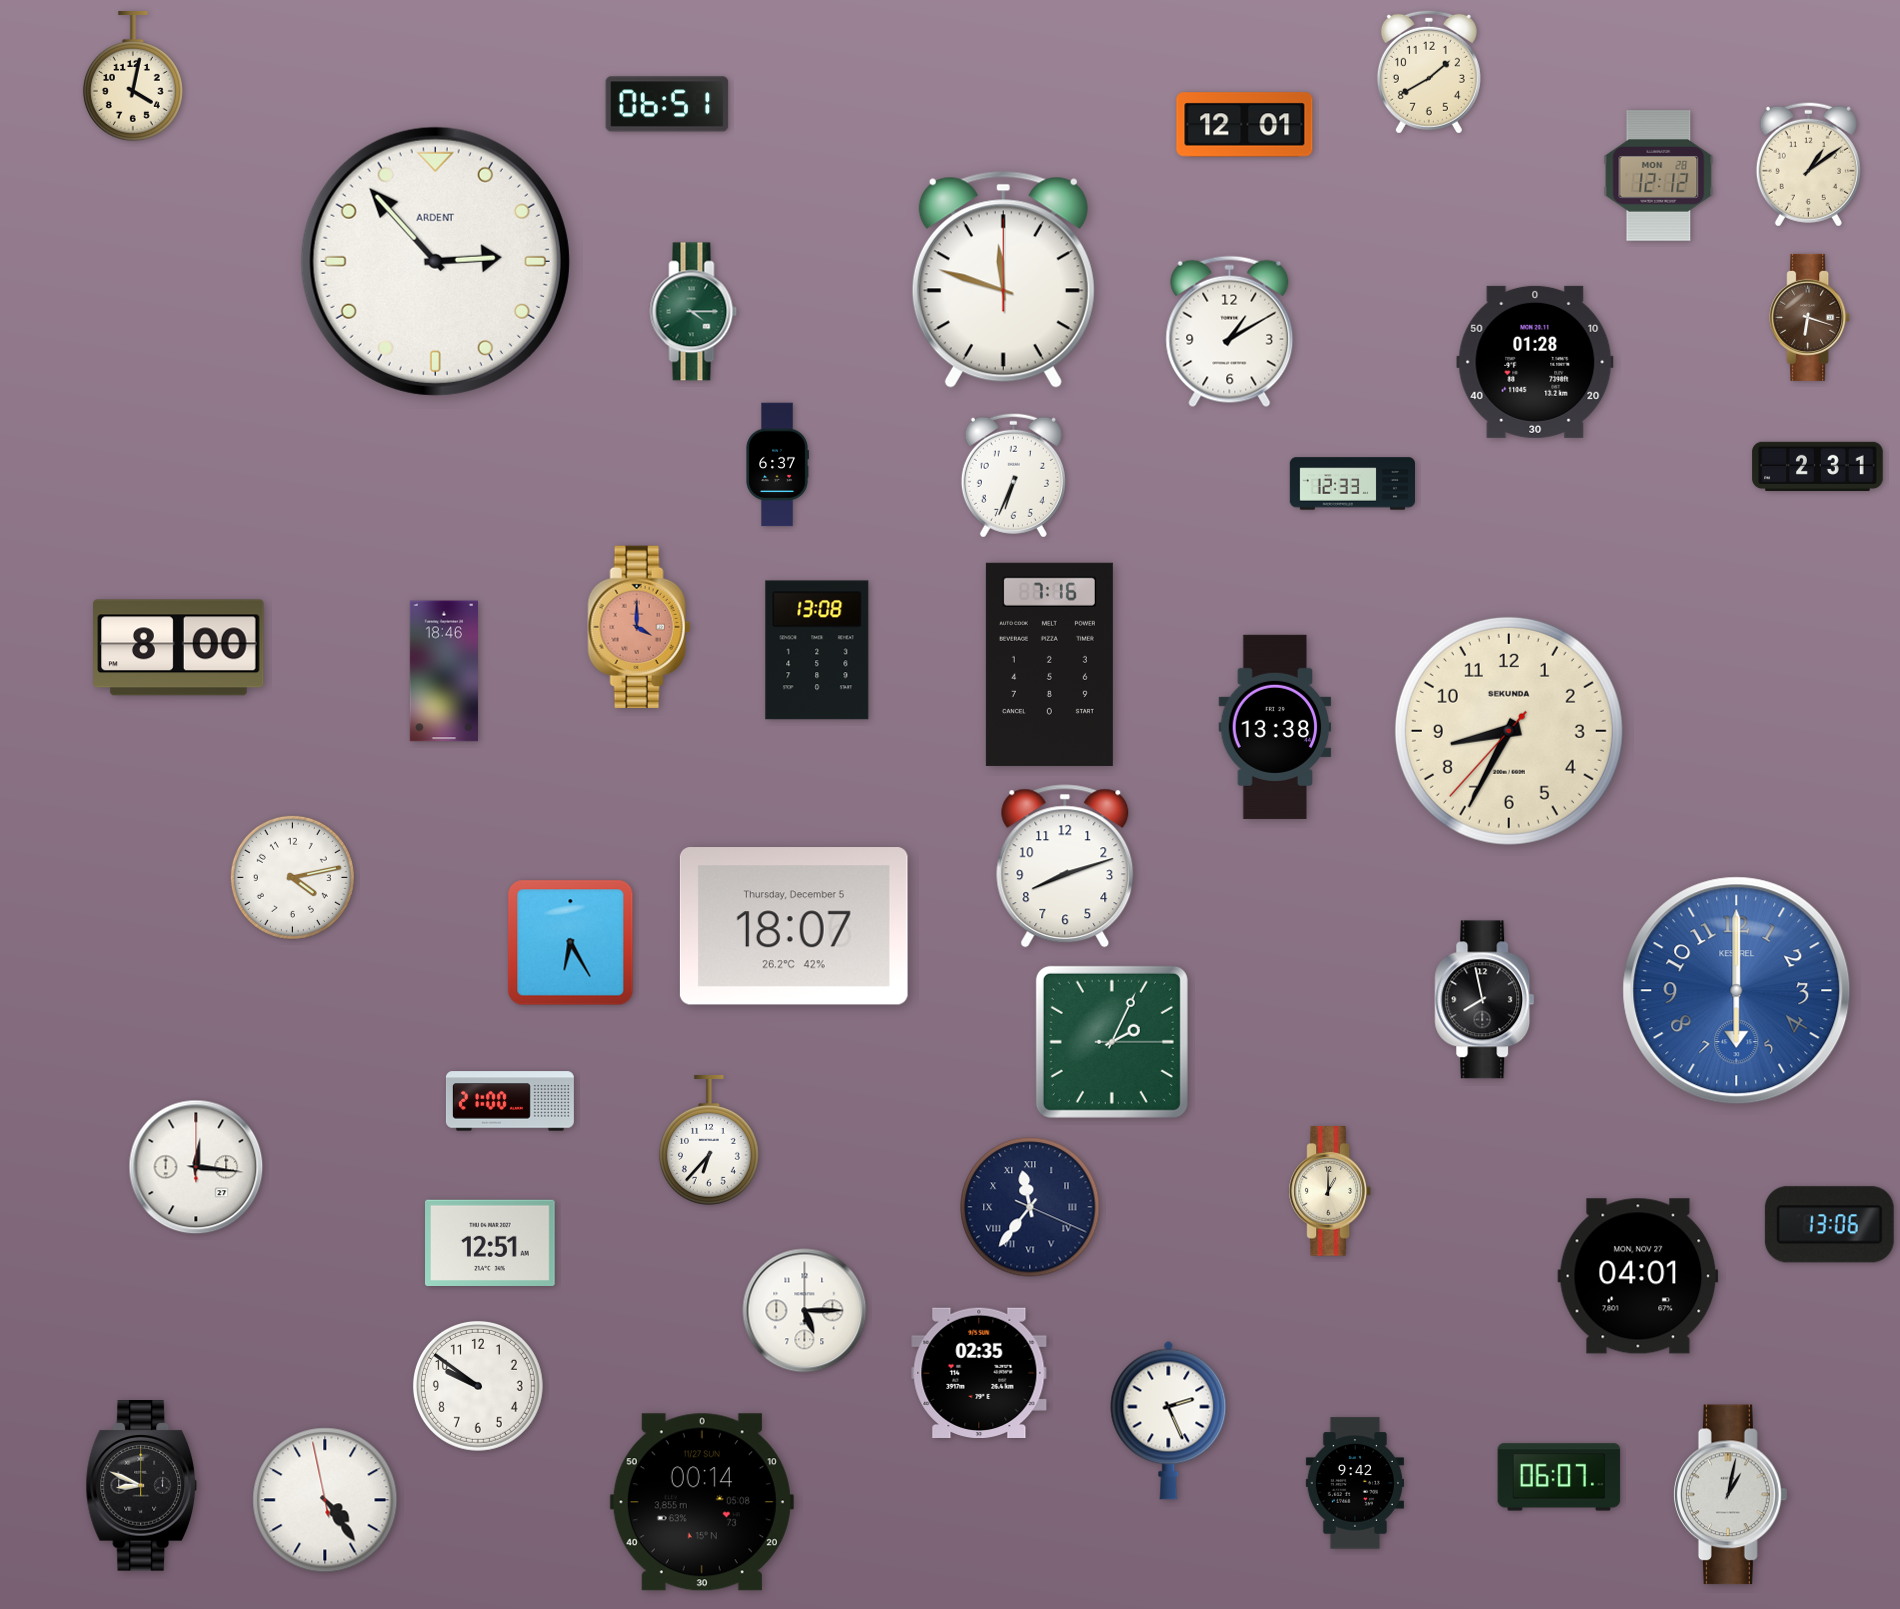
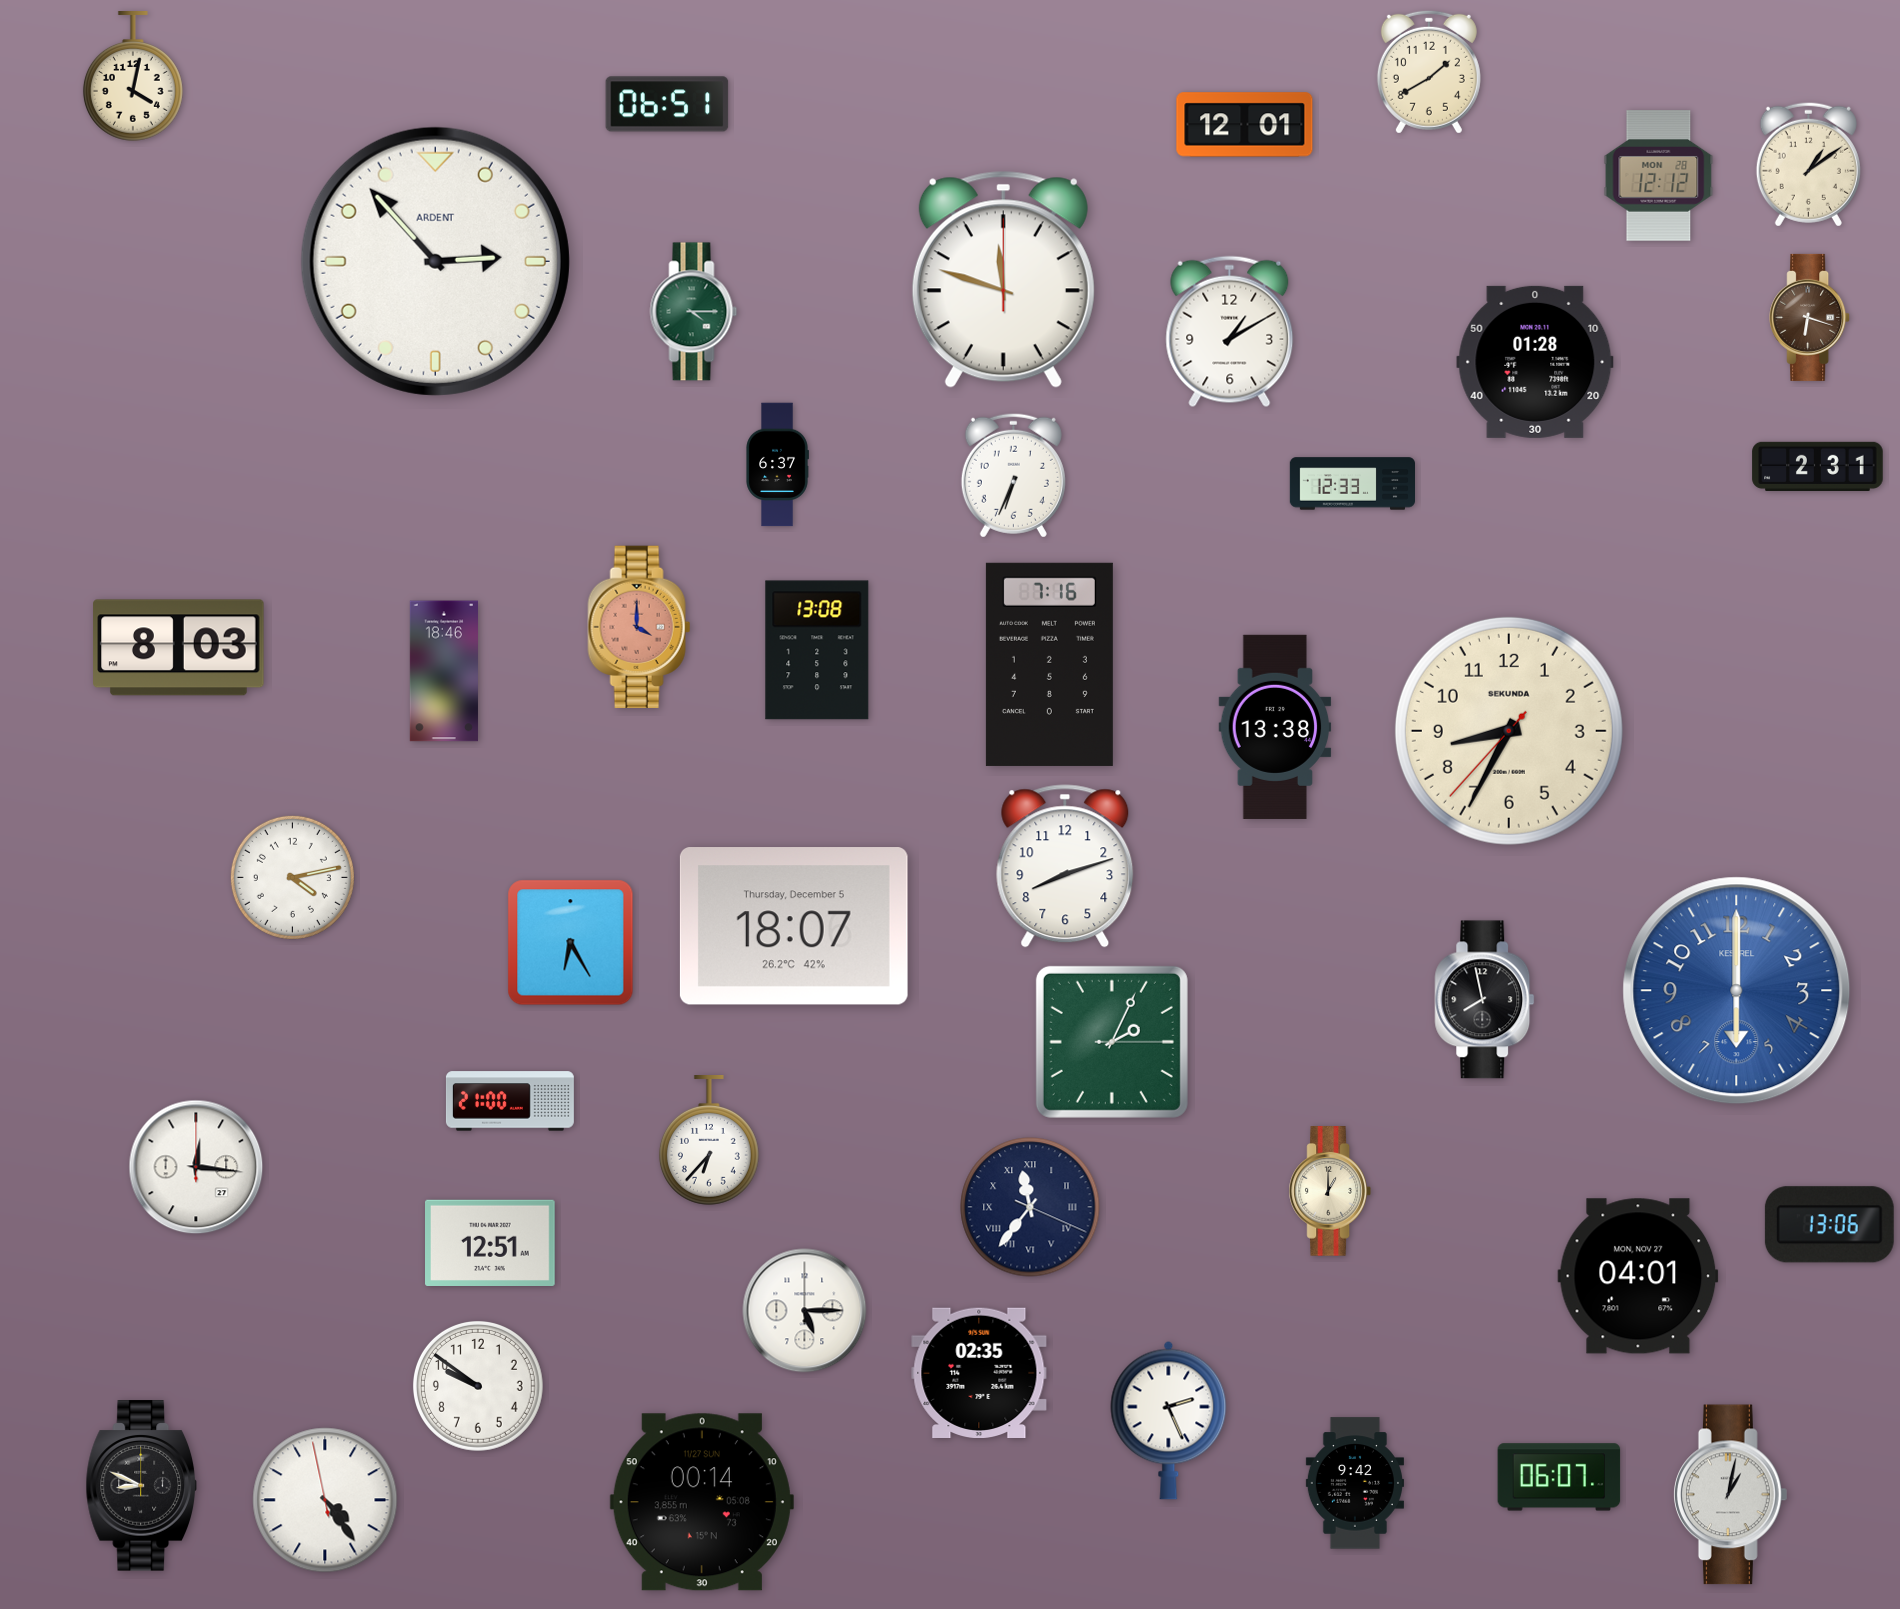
clock at (179, 648): 8:00 -> 8:03
